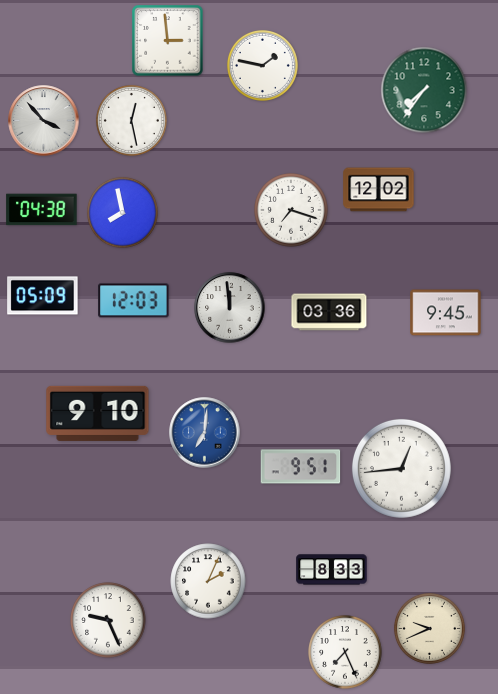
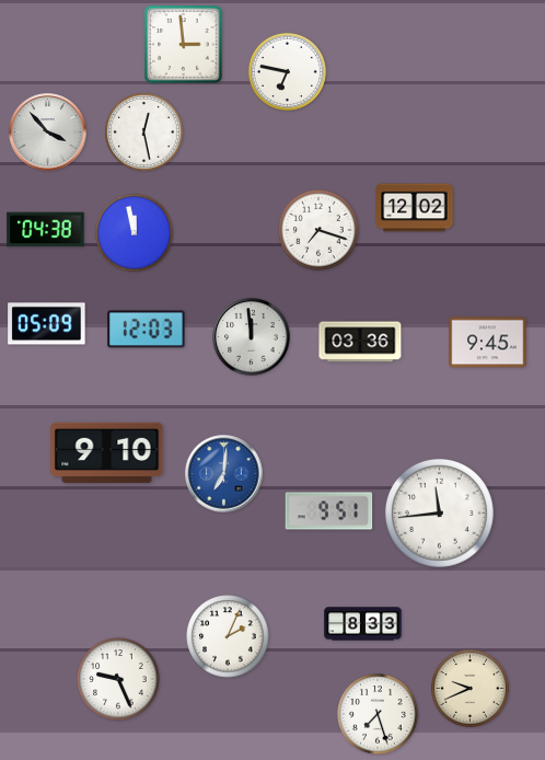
clock at (262, 65): 1:47 -> 6:47
clock at (424, 90): 7:36 -> none
clock at (122, 212): 7:58 -> 11:58
clock at (401, 468): 12:44 -> 11:44
clock at (345, 652): 7:26 -> 7:27
